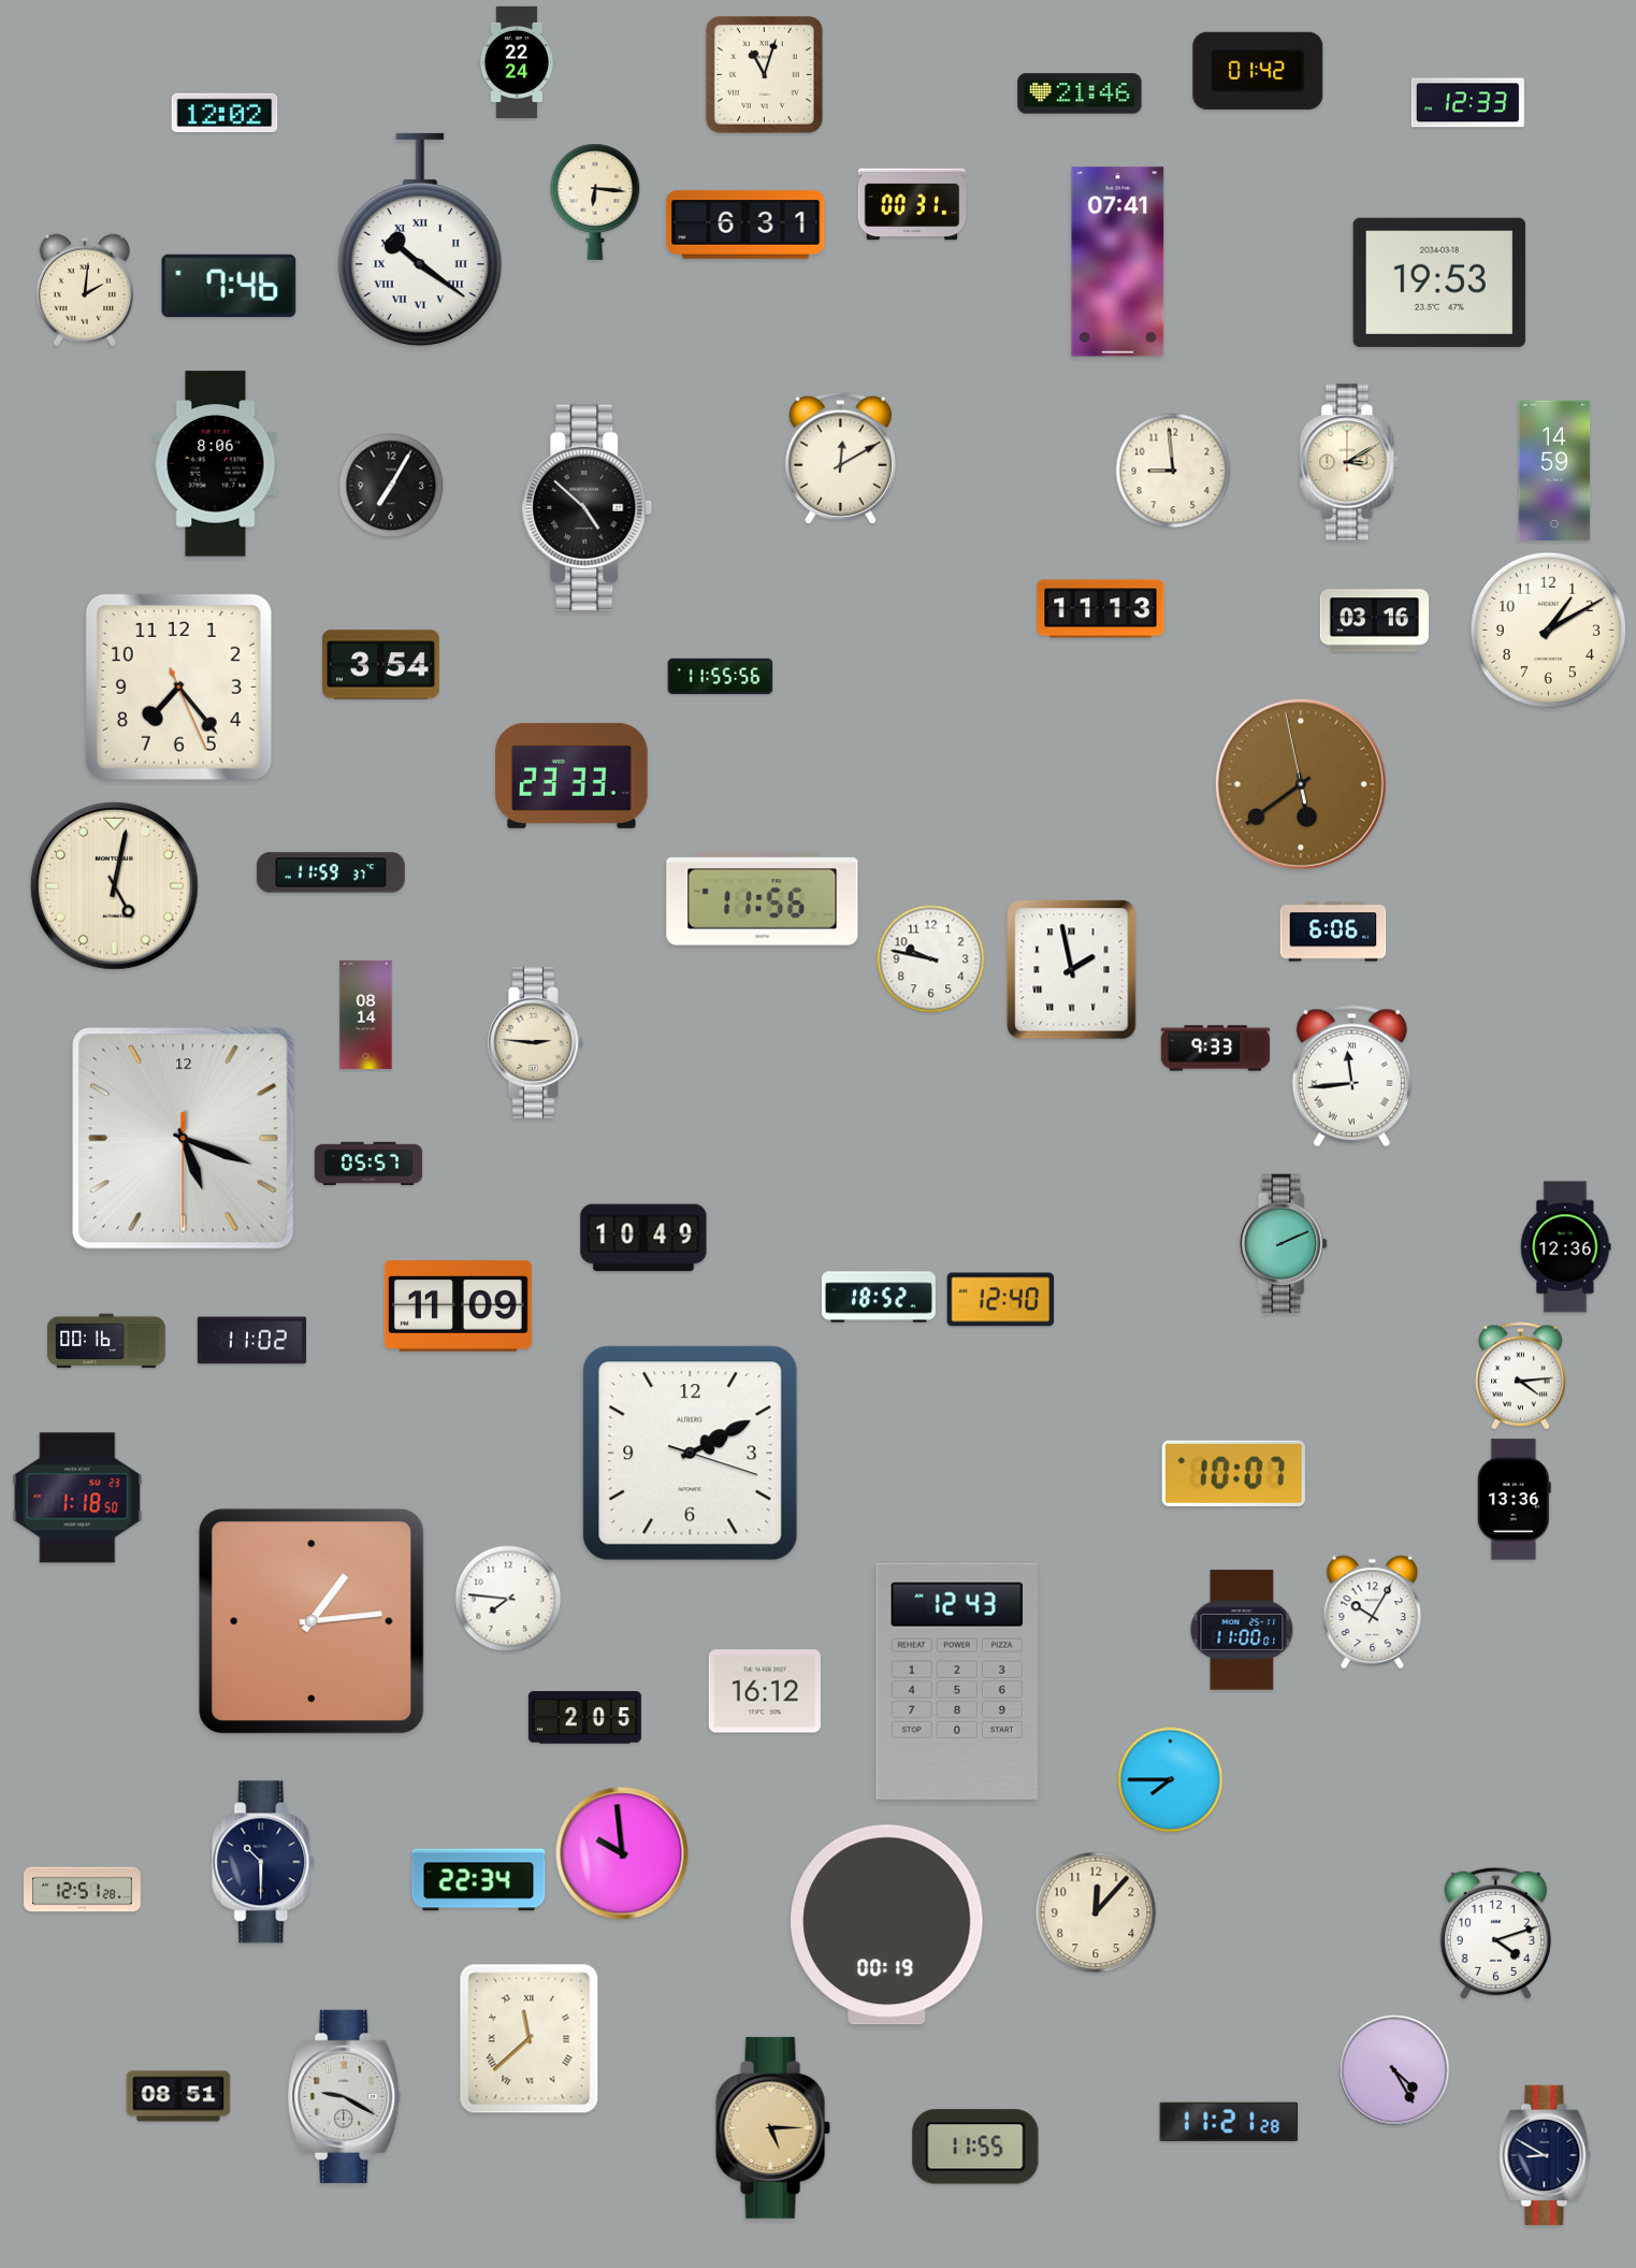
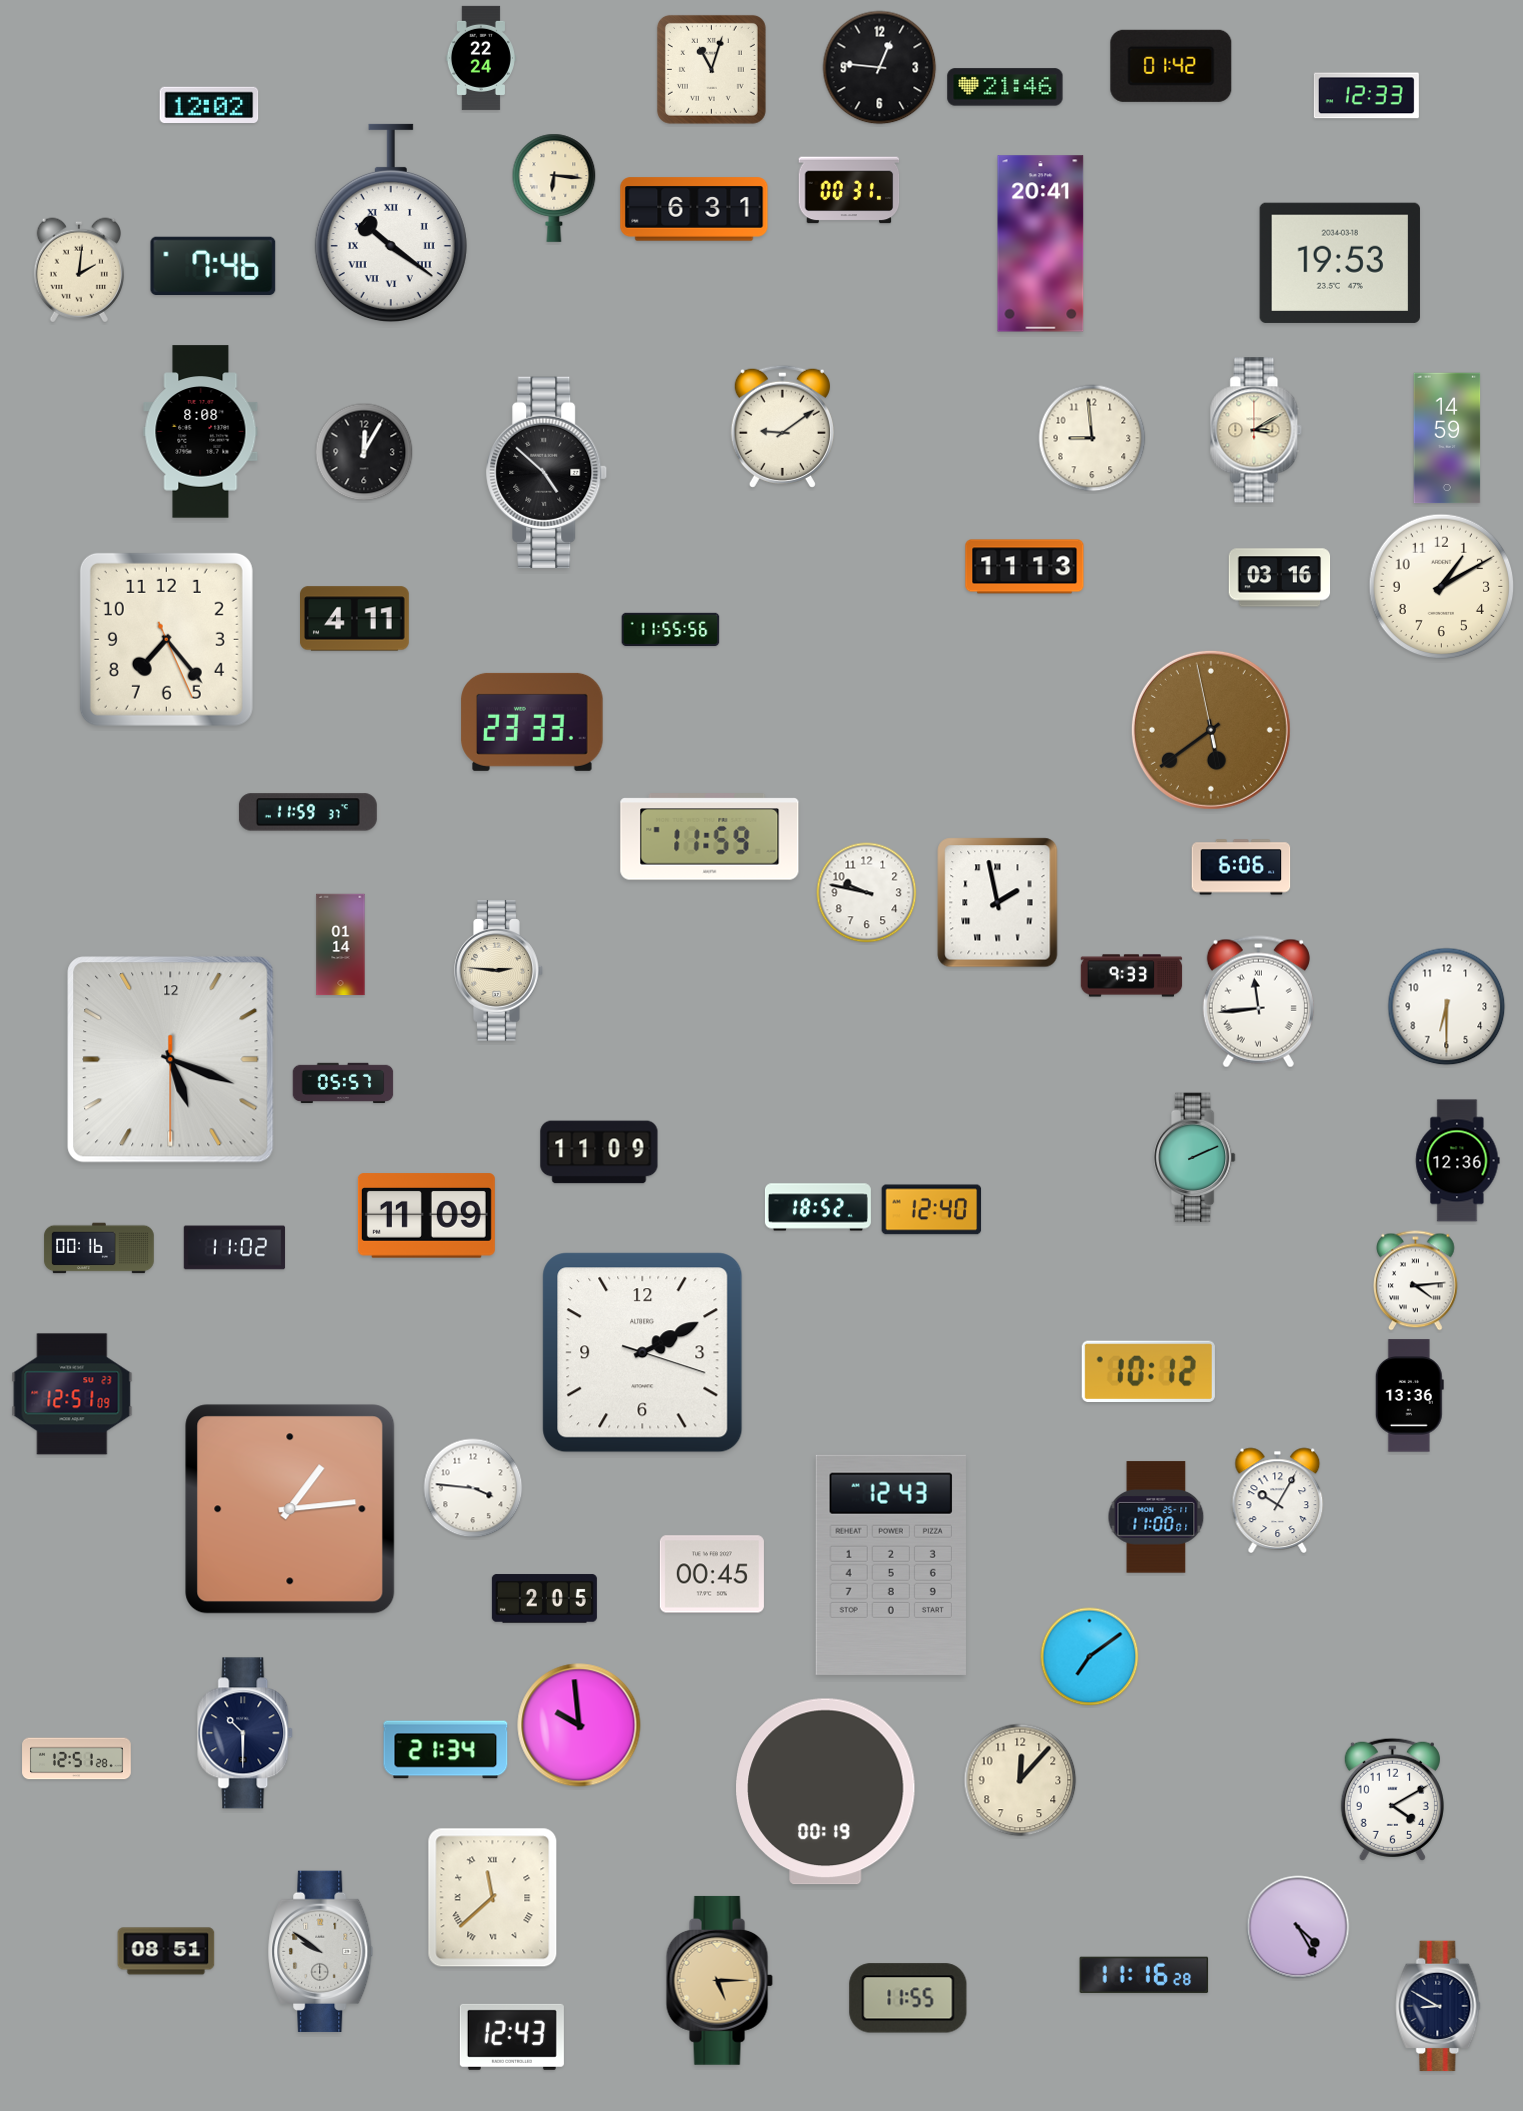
clock at (880, 68): none -> 12:46
clock at (1118, 262): 07:41 -> 20:41
clock at (840, 458): 12:10 -> 9:09
clock at (216, 464): 8:06 -> 8:08
clock at (391, 486): 7:05 -> 12:05
clock at (381, 665): 3:54 -> 4:11
clock at (114, 885): 5:02 -> none
clock at (763, 899): 11:56 -> 11:59
clock at (366, 1015): 08:14 -> 01:14
clock at (1447, 1007): none -> 6:30
clock at (643, 1238): 10:49 -> 11:09
clock at (1233, 1473): 10:07 -> 10:12
clock at (77, 1498): 1:18 -> 12:51
clock at (508, 1599): 7:46 -> 3:46
clock at (765, 1691): 16:12 -> 00:45
clock at (1171, 1780): 7:45 -> 7:09
clock at (479, 1880): 22:34 -> 21:34
clock at (1495, 1933): 4:12 -> 4:10
clock at (345, 2096): 9:20 -> 9:51
clock at (1229, 2122): 11:21 -> 11:16
clock at (512, 2037): none -> 12:43
